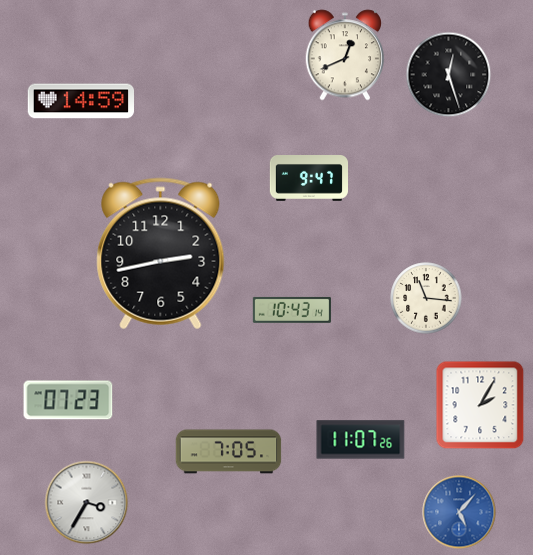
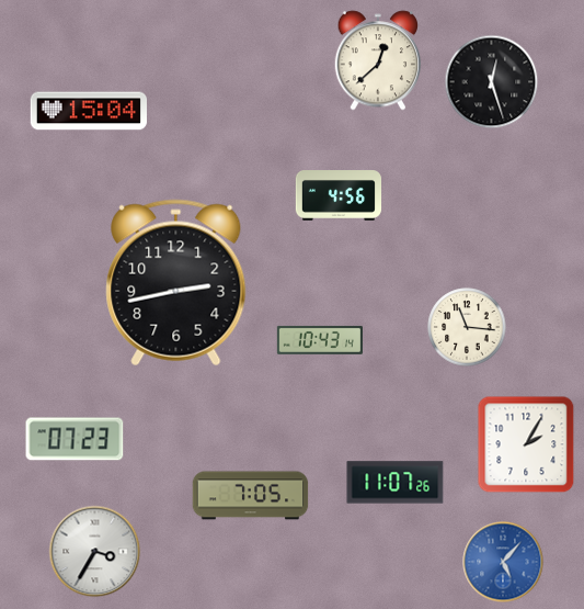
clock at (345, 55): 12:41 -> 12:38
clock at (81, 101): 14:59 -> 15:04
clock at (308, 179): 9:47 -> 4:56
clock at (161, 254) position: (161, 254) -> (176, 283)
